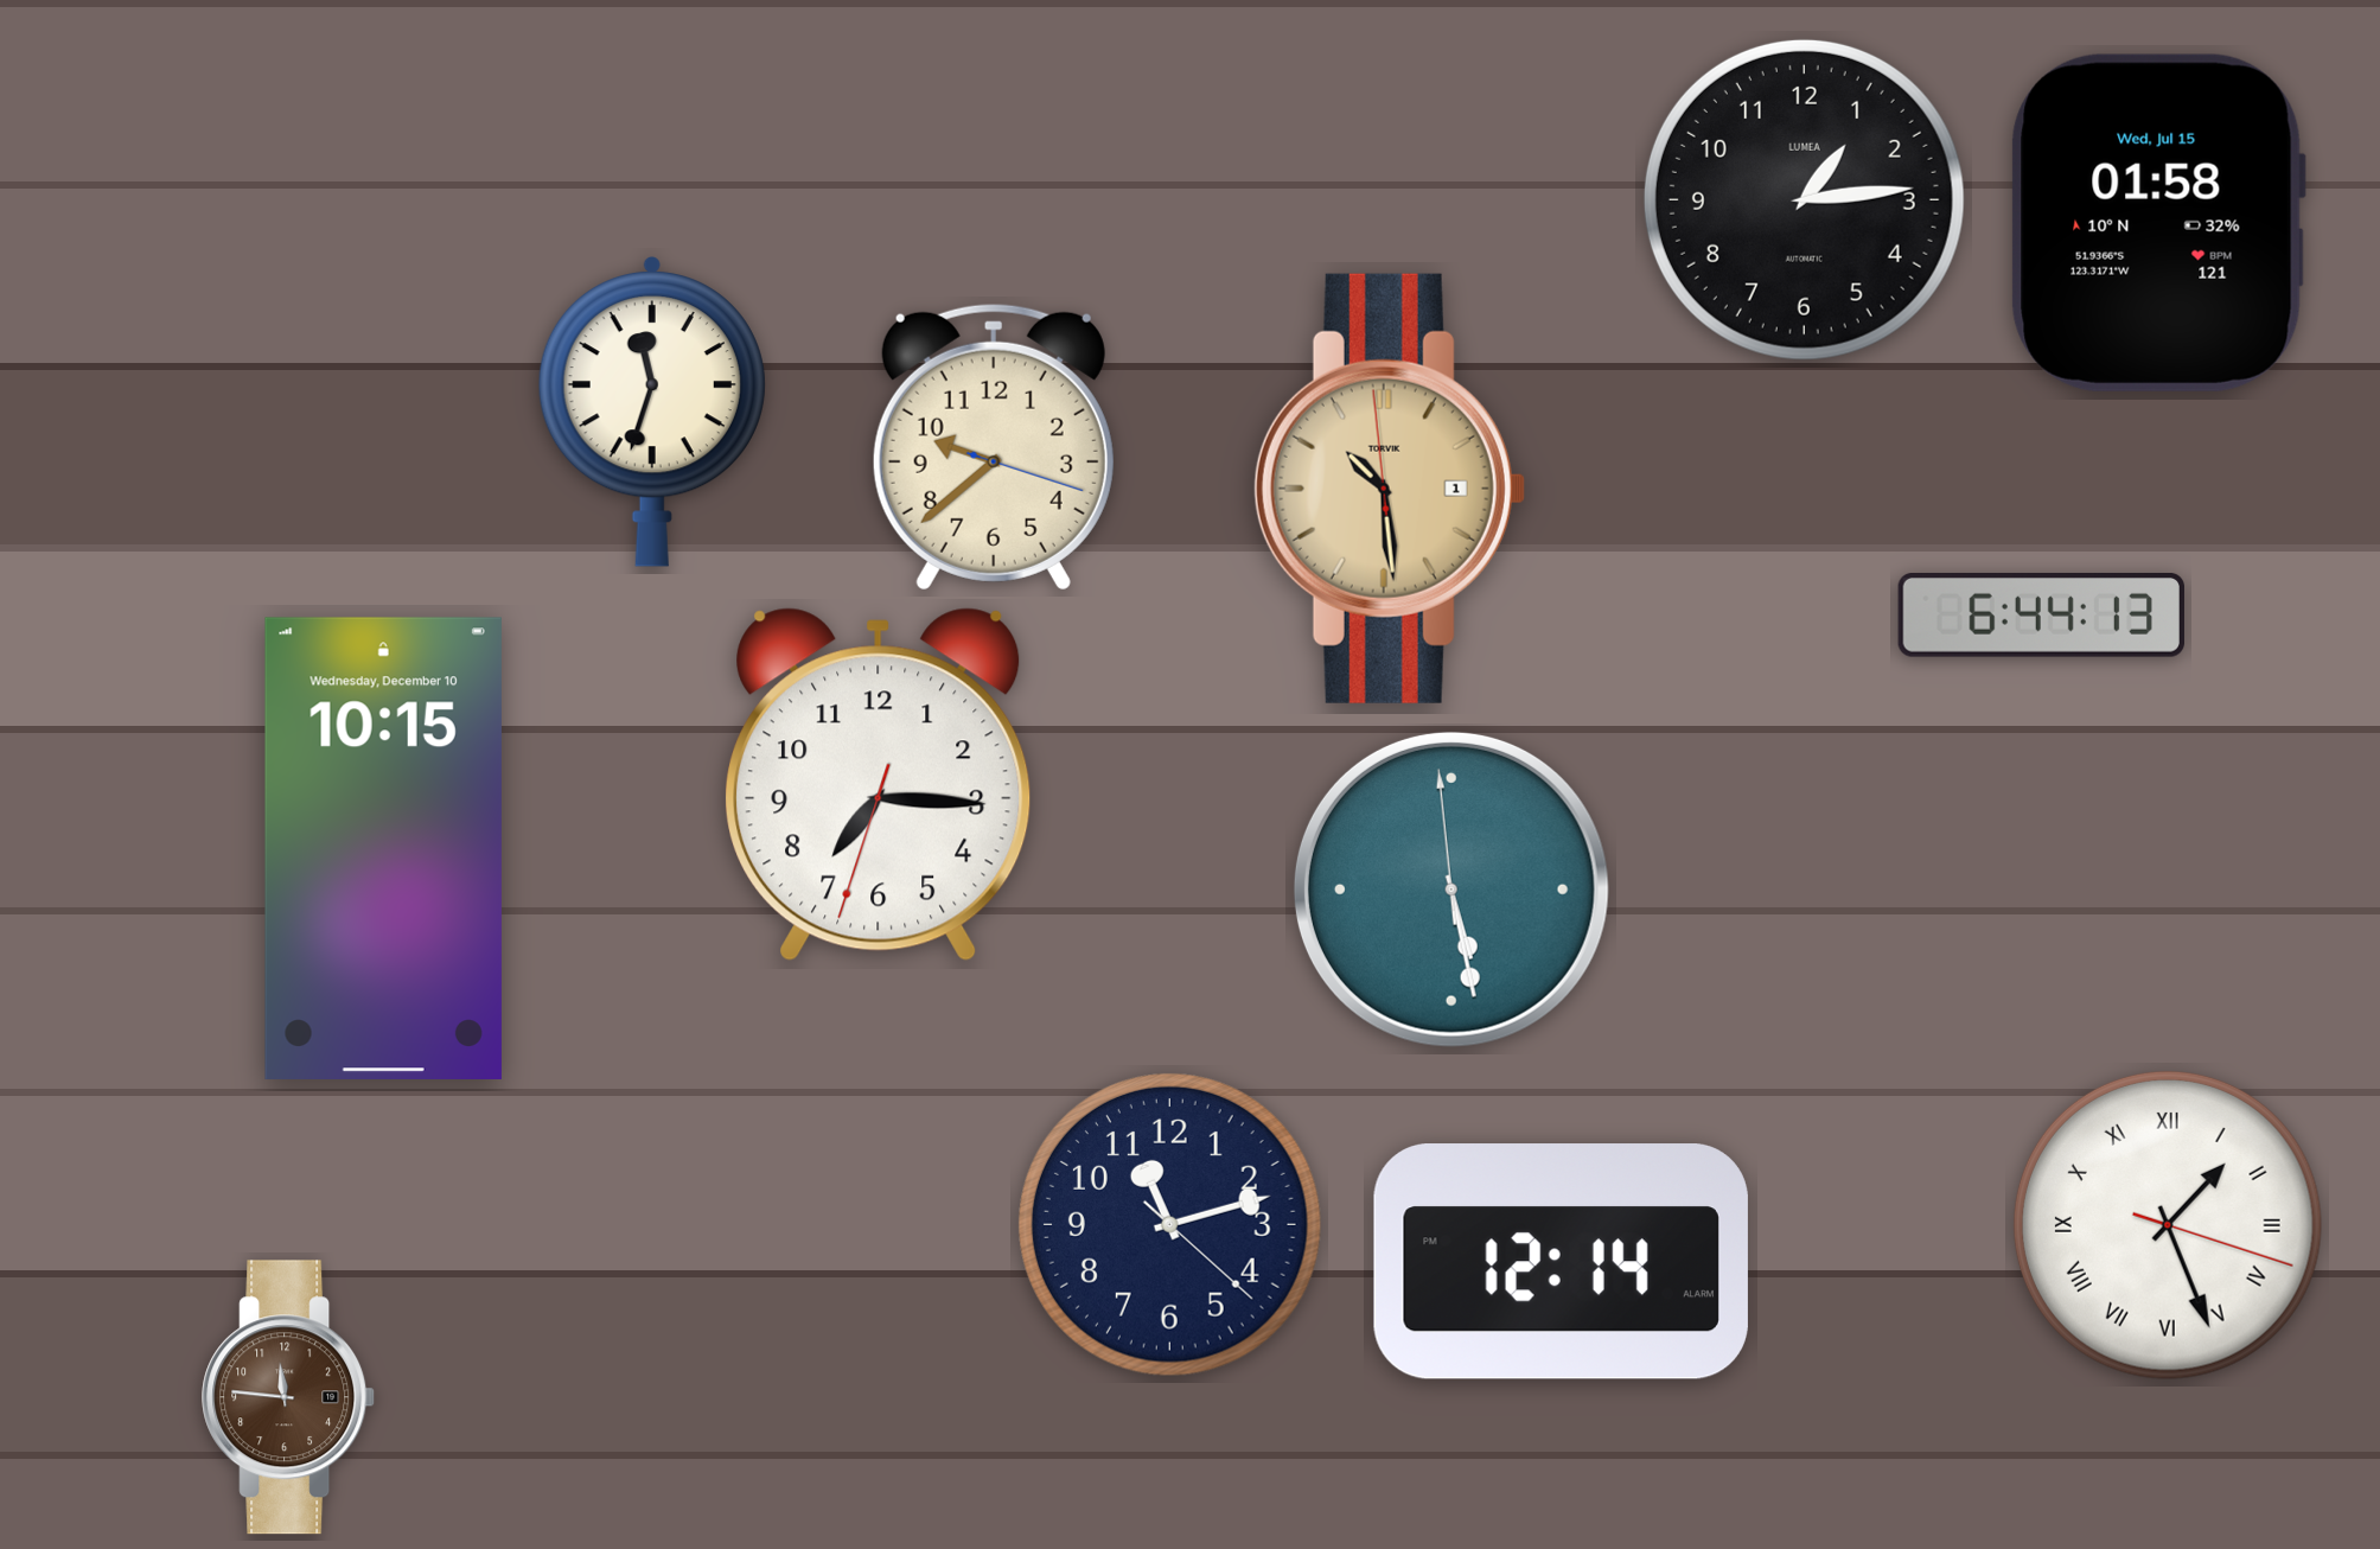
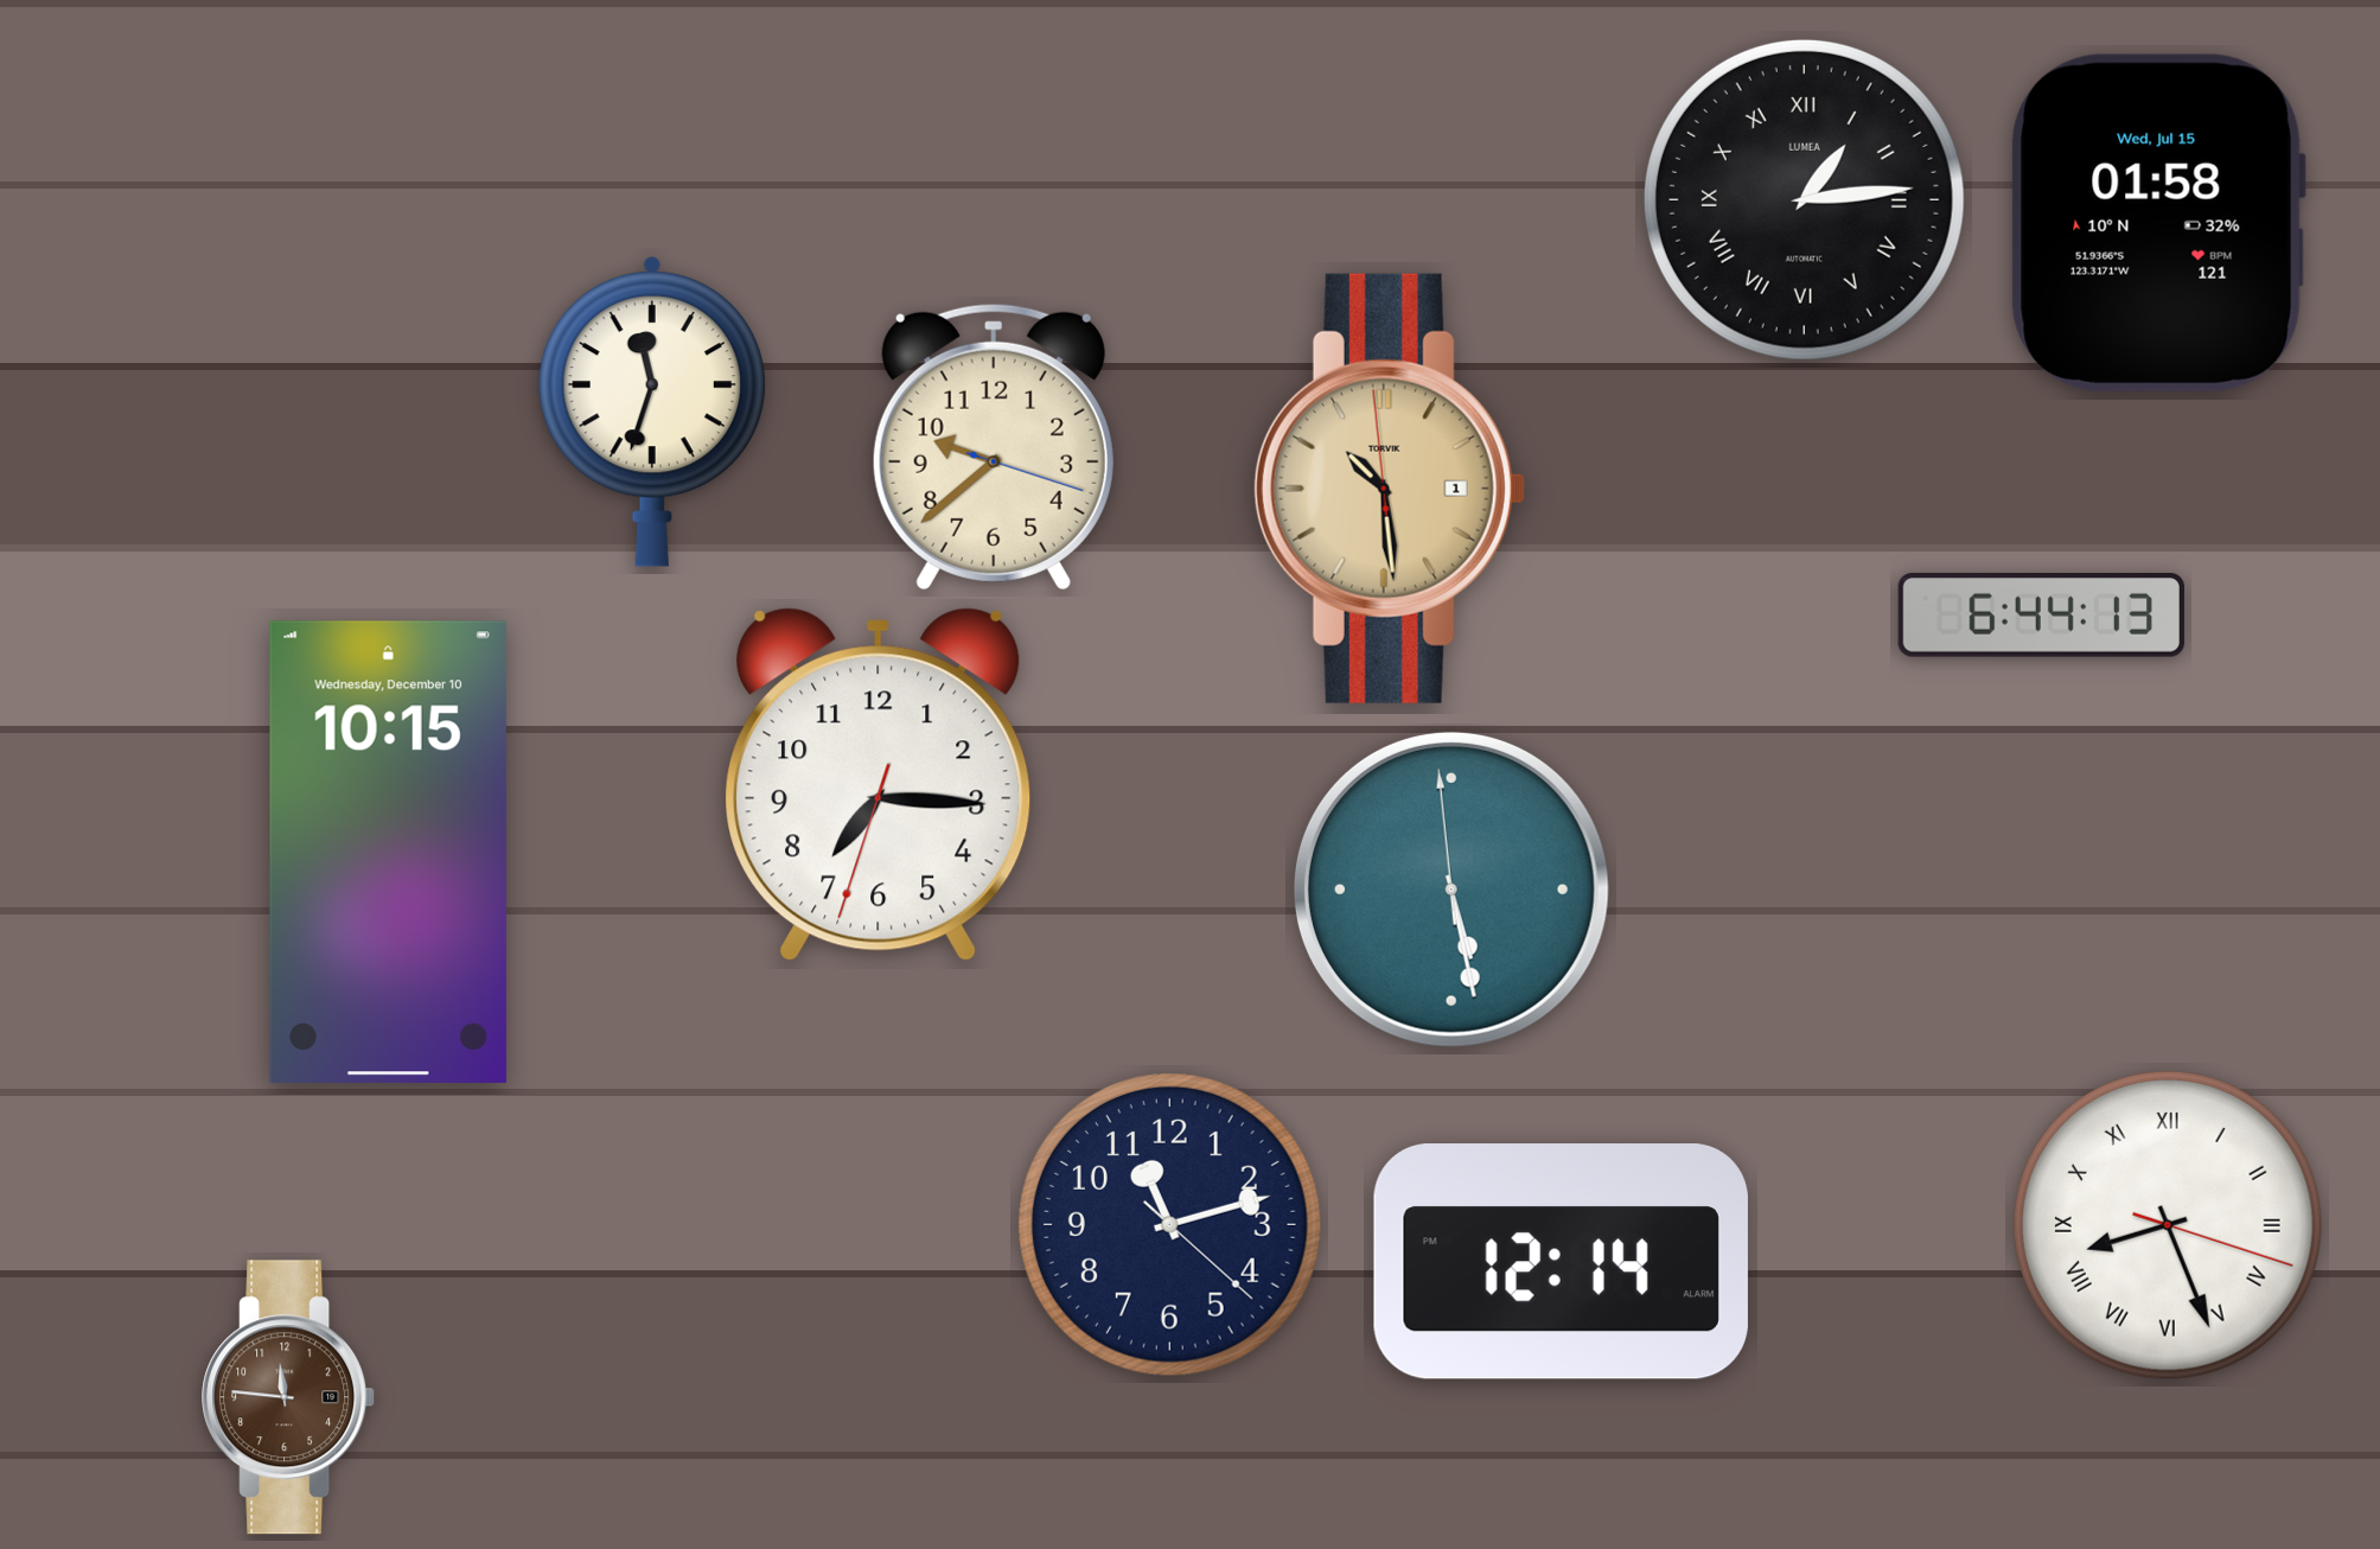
clock at (1804, 199) numerals: Arabic -> Roman
clock at (383, 848) position: (383, 848) -> (388, 852)
clock at (2168, 1225): 1:26 -> 8:26
